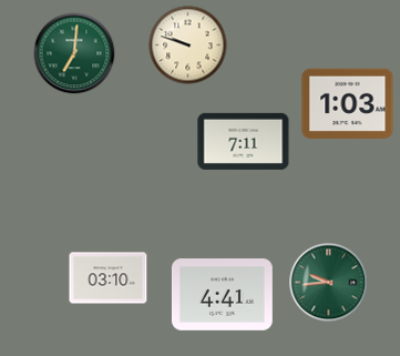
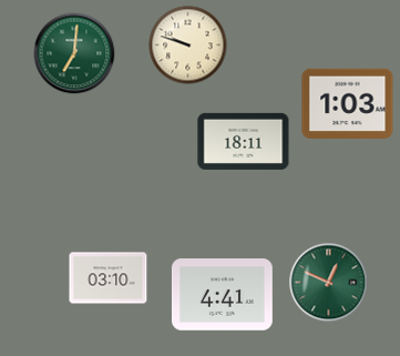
clock at (244, 141): 7:11 -> 18:11
clock at (329, 283): 9:44 -> 12:49
